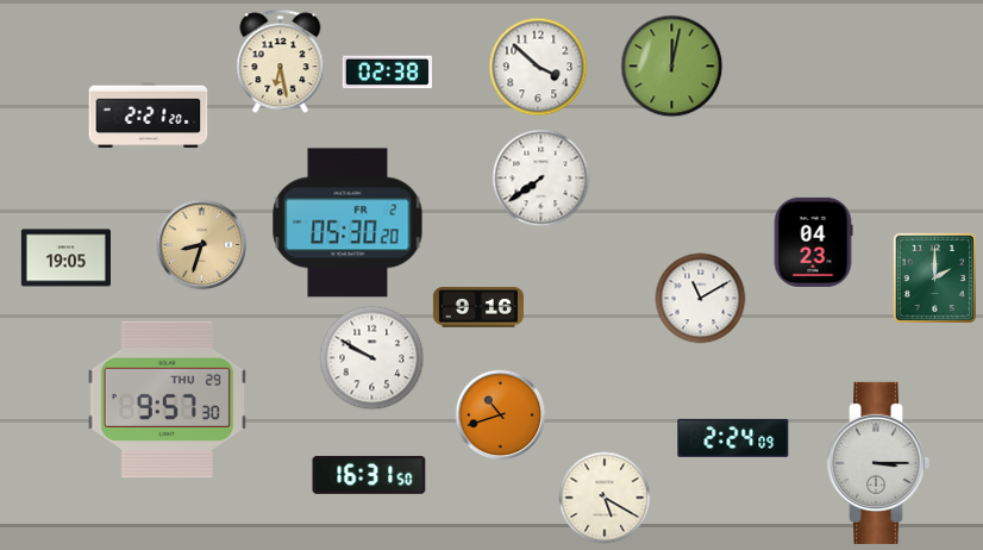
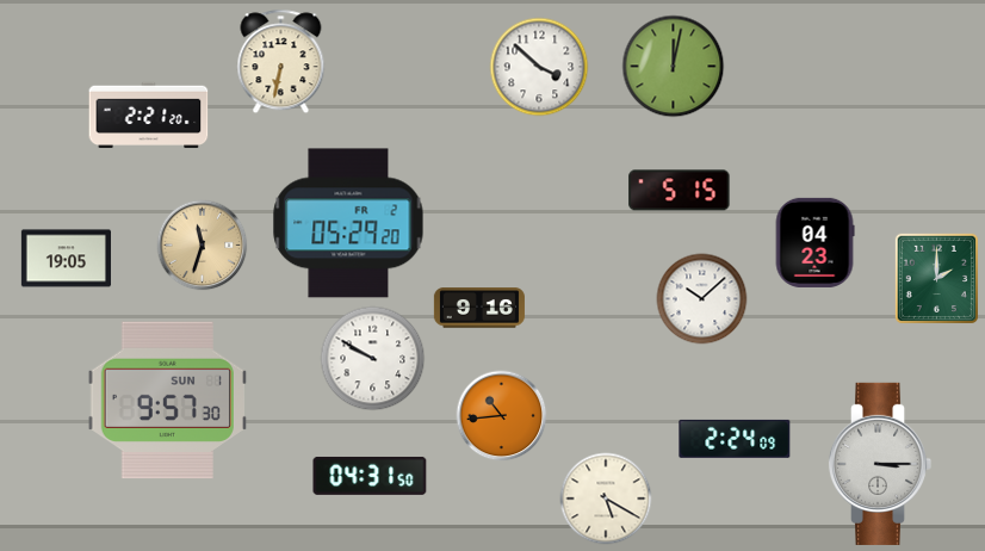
clock at (281, 62): 6:28 -> 6:32
clock at (387, 73): 02:38 -> none
clock at (541, 179): 7:39 -> none
clock at (680, 191): none -> 5:15
clock at (348, 223): 05:30 -> 05:29
clock at (202, 245): 8:33 -> 11:33
clock at (701, 299): 11:10 -> 10:08
clock at (167, 400) date: THU 29 -> SUN 1
clock at (501, 415): 10:42 -> 10:44
clock at (369, 475): 16:31 -> 04:31
